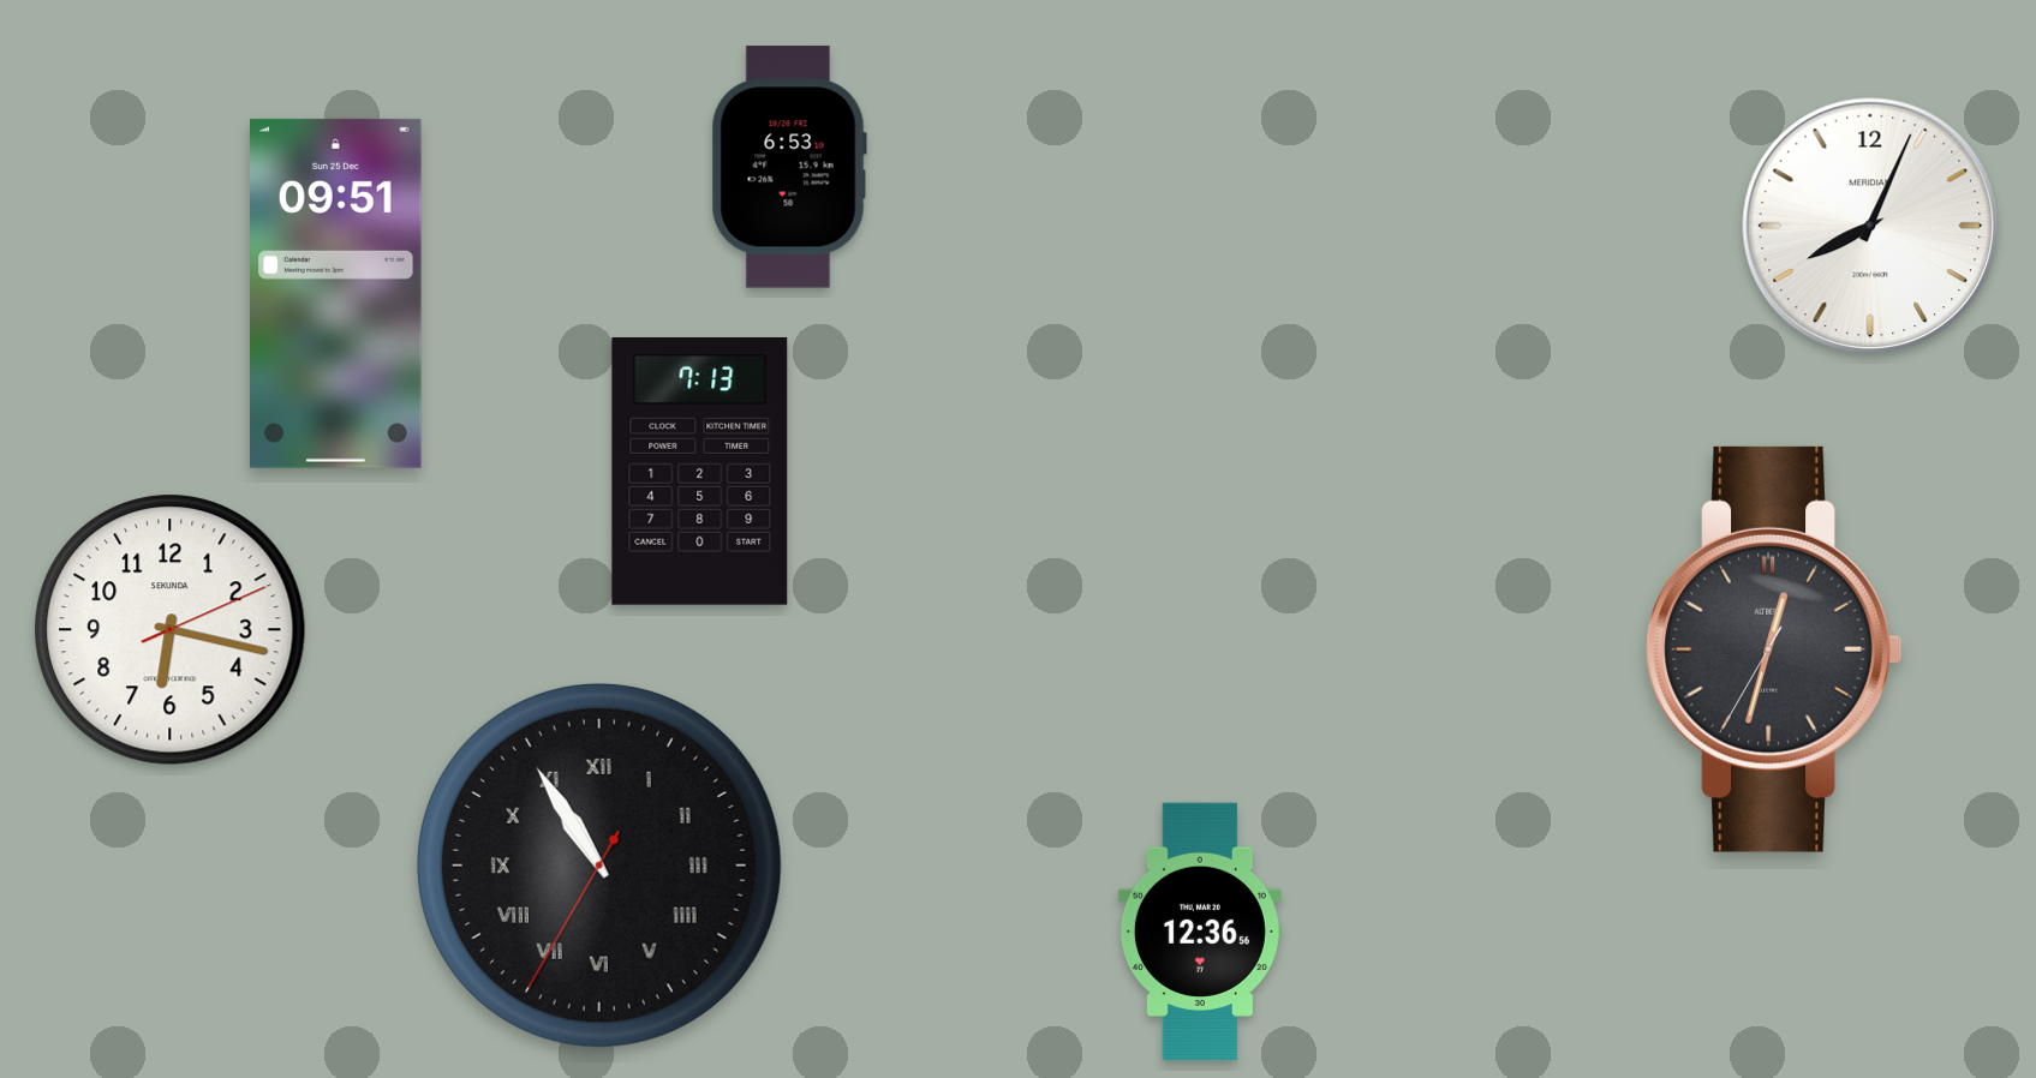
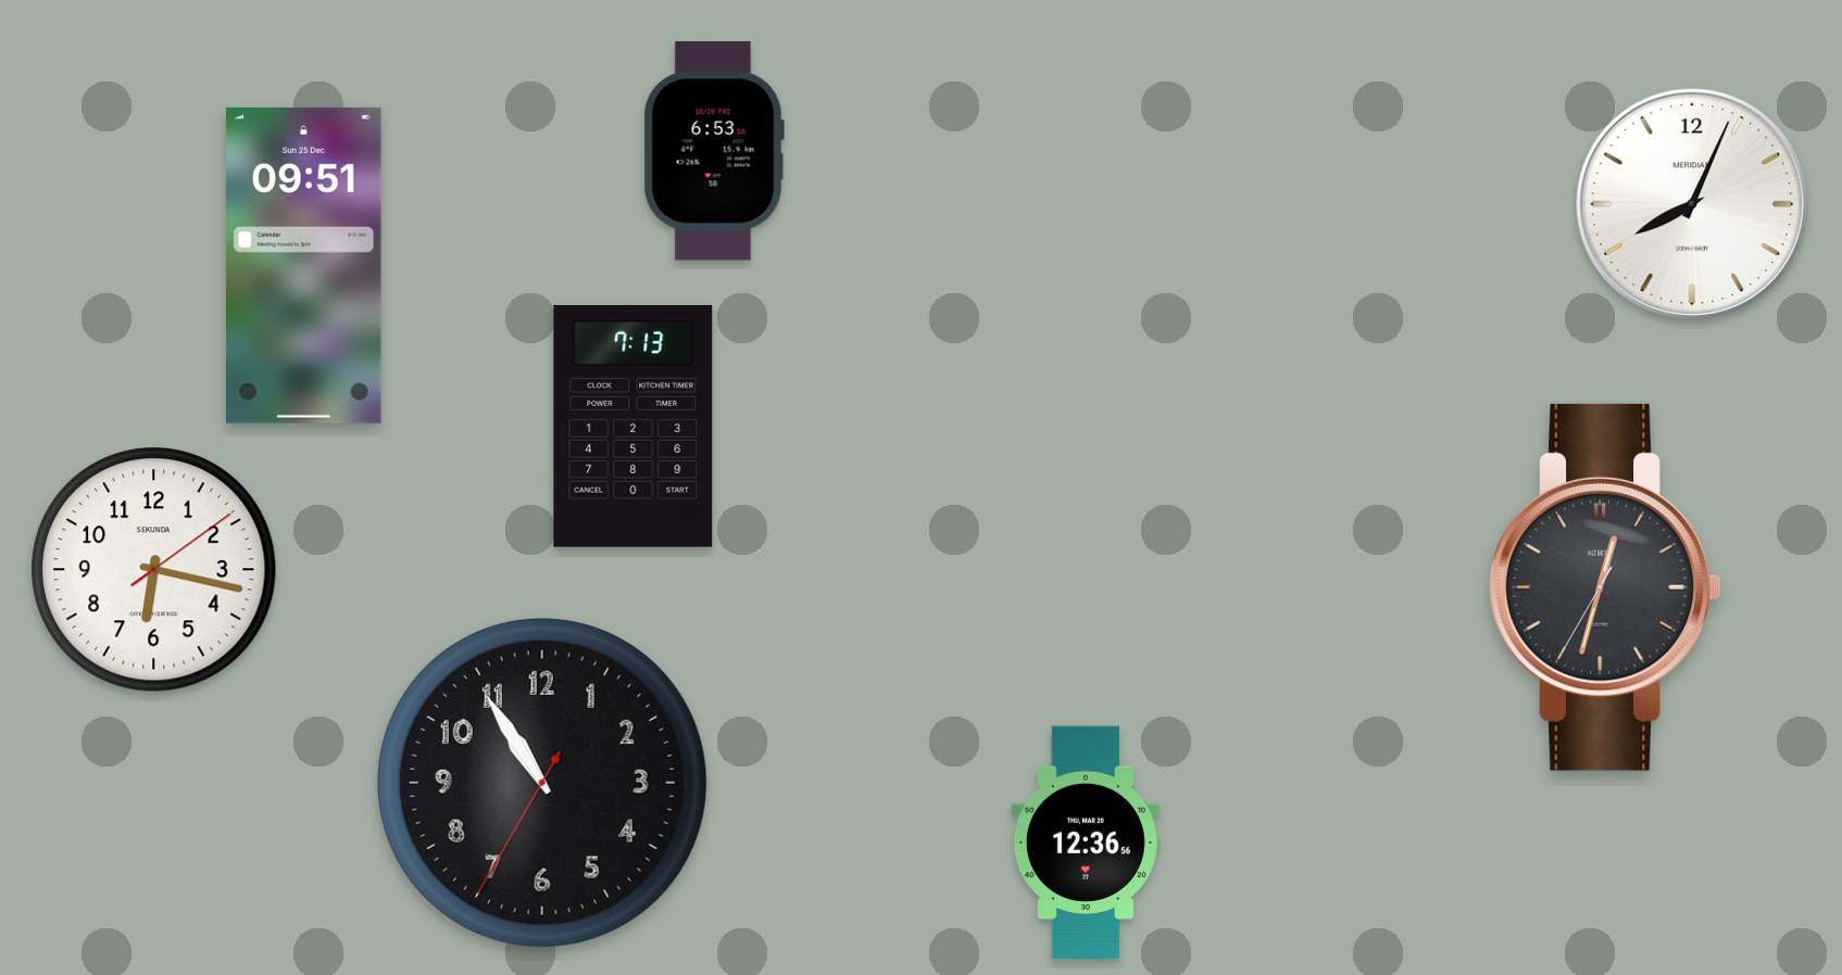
clock at (171, 630): 6:17:11 -> 6:17:09
clock at (599, 866) numerals: Roman -> Arabic
